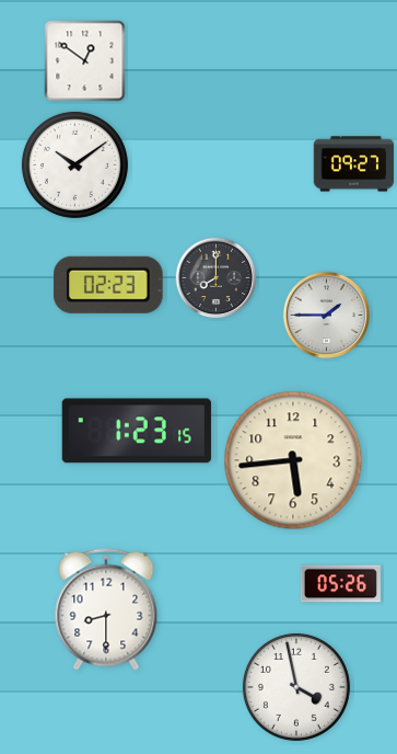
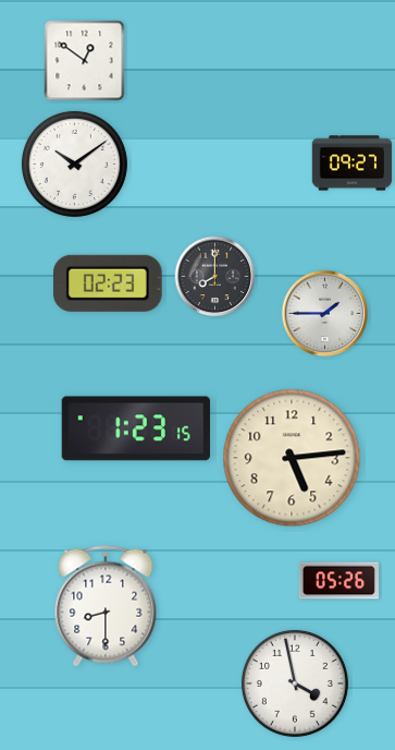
clock at (293, 460): 5:44 -> 5:14
